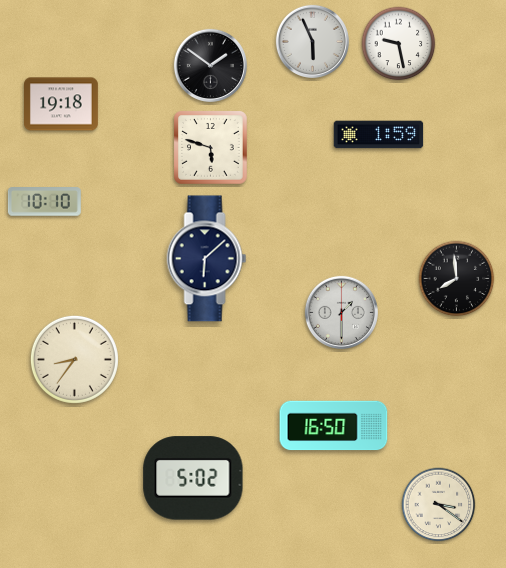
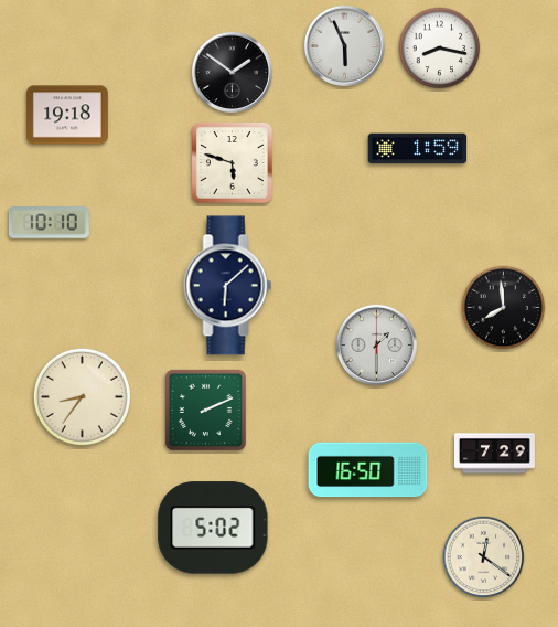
clock at (399, 44): 9:28 -> 8:17
clock at (205, 410): none -> 2:11
clock at (494, 454): none -> 7:29
clock at (439, 505): 3:21 -> 12:21
